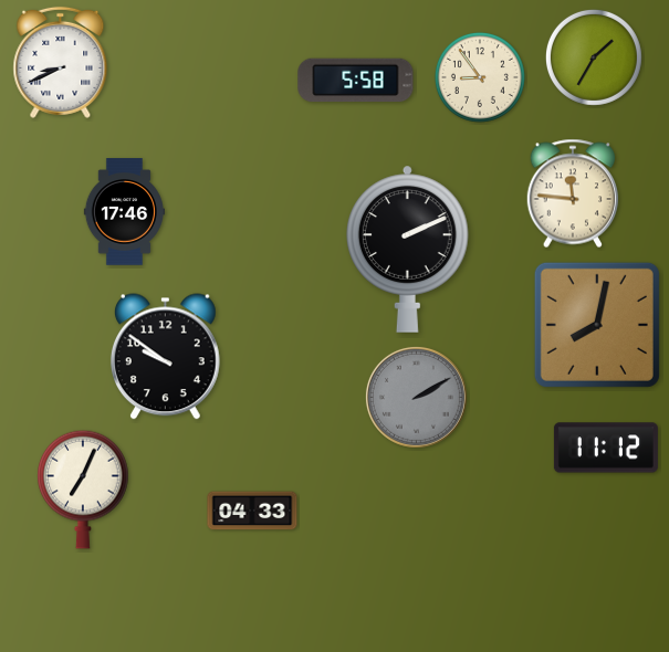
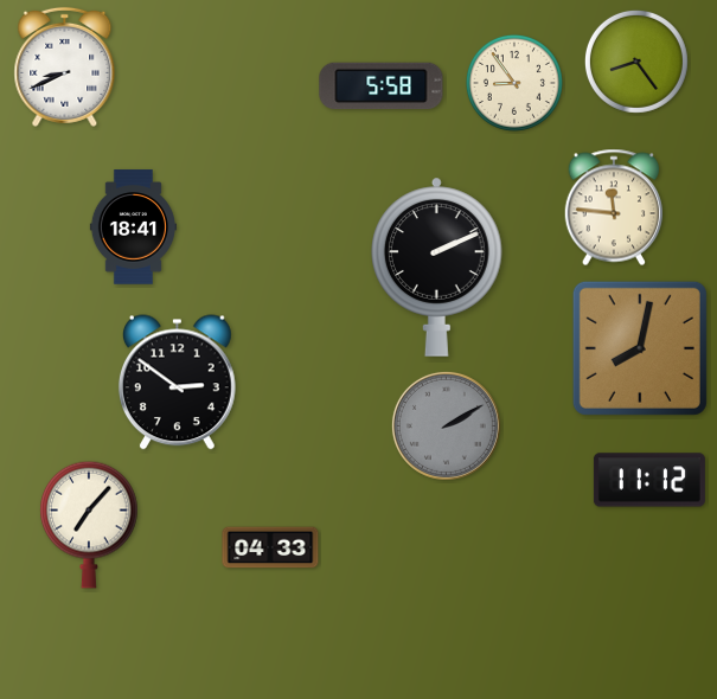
clock at (594, 57): 1:35 -> 8:24
clock at (124, 212): 17:46 -> 18:41
clock at (165, 357): 9:51 -> 2:51
clock at (83, 490): 7:04 -> 7:07
